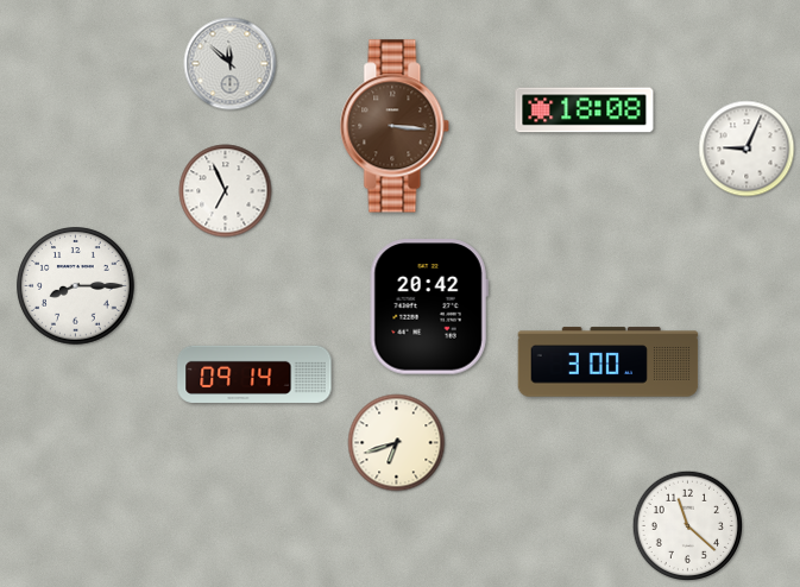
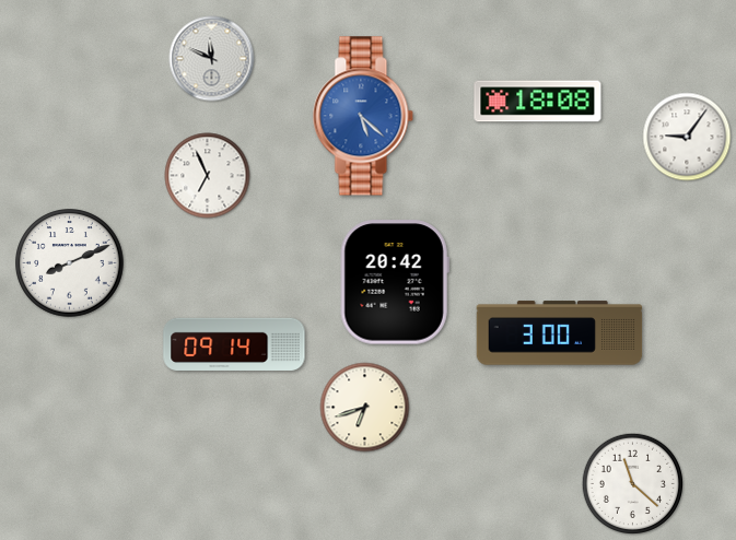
clock at (231, 64): 11:52 -> 11:49
clock at (395, 126): 3:16 -> 5:22
clock at (395, 126) dial: brown -> blue
clock at (747, 149): 9:04 -> 9:06
clock at (76, 286): 8:15 -> 8:11
